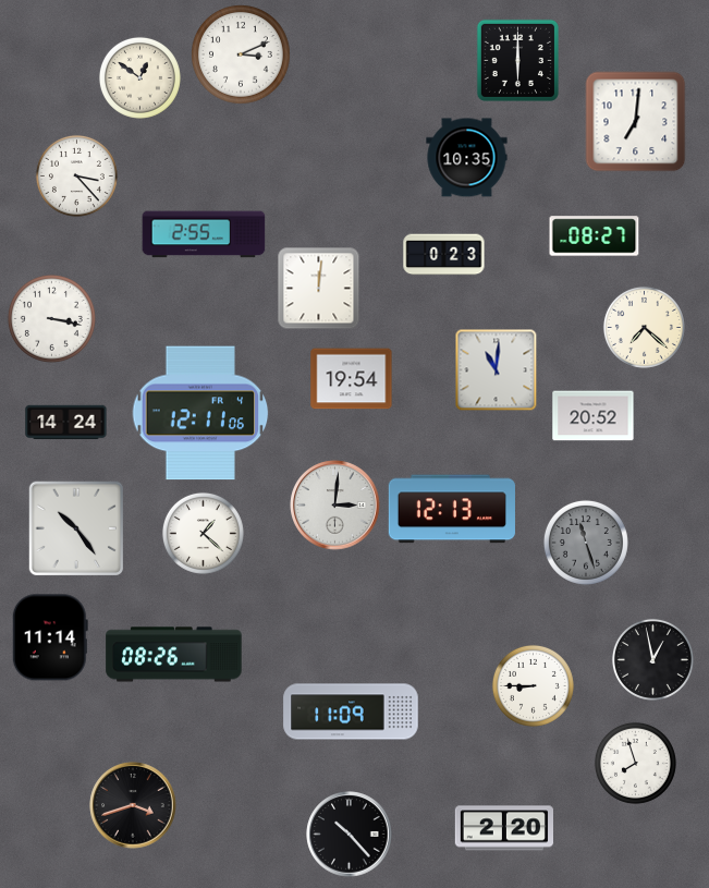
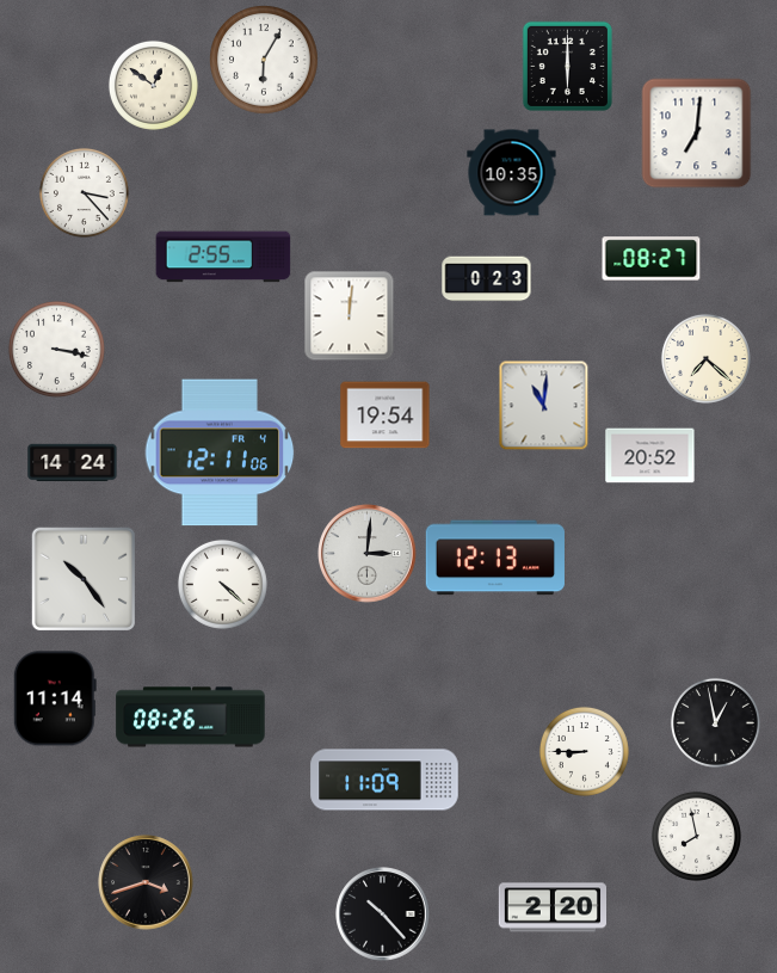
clock at (242, 56): 3:11 -> 6:05
clock at (203, 533): 1:22 -> 4:22
clock at (586, 543): 11:27 -> none
clock at (635, 763): 7:57 -> 7:58
